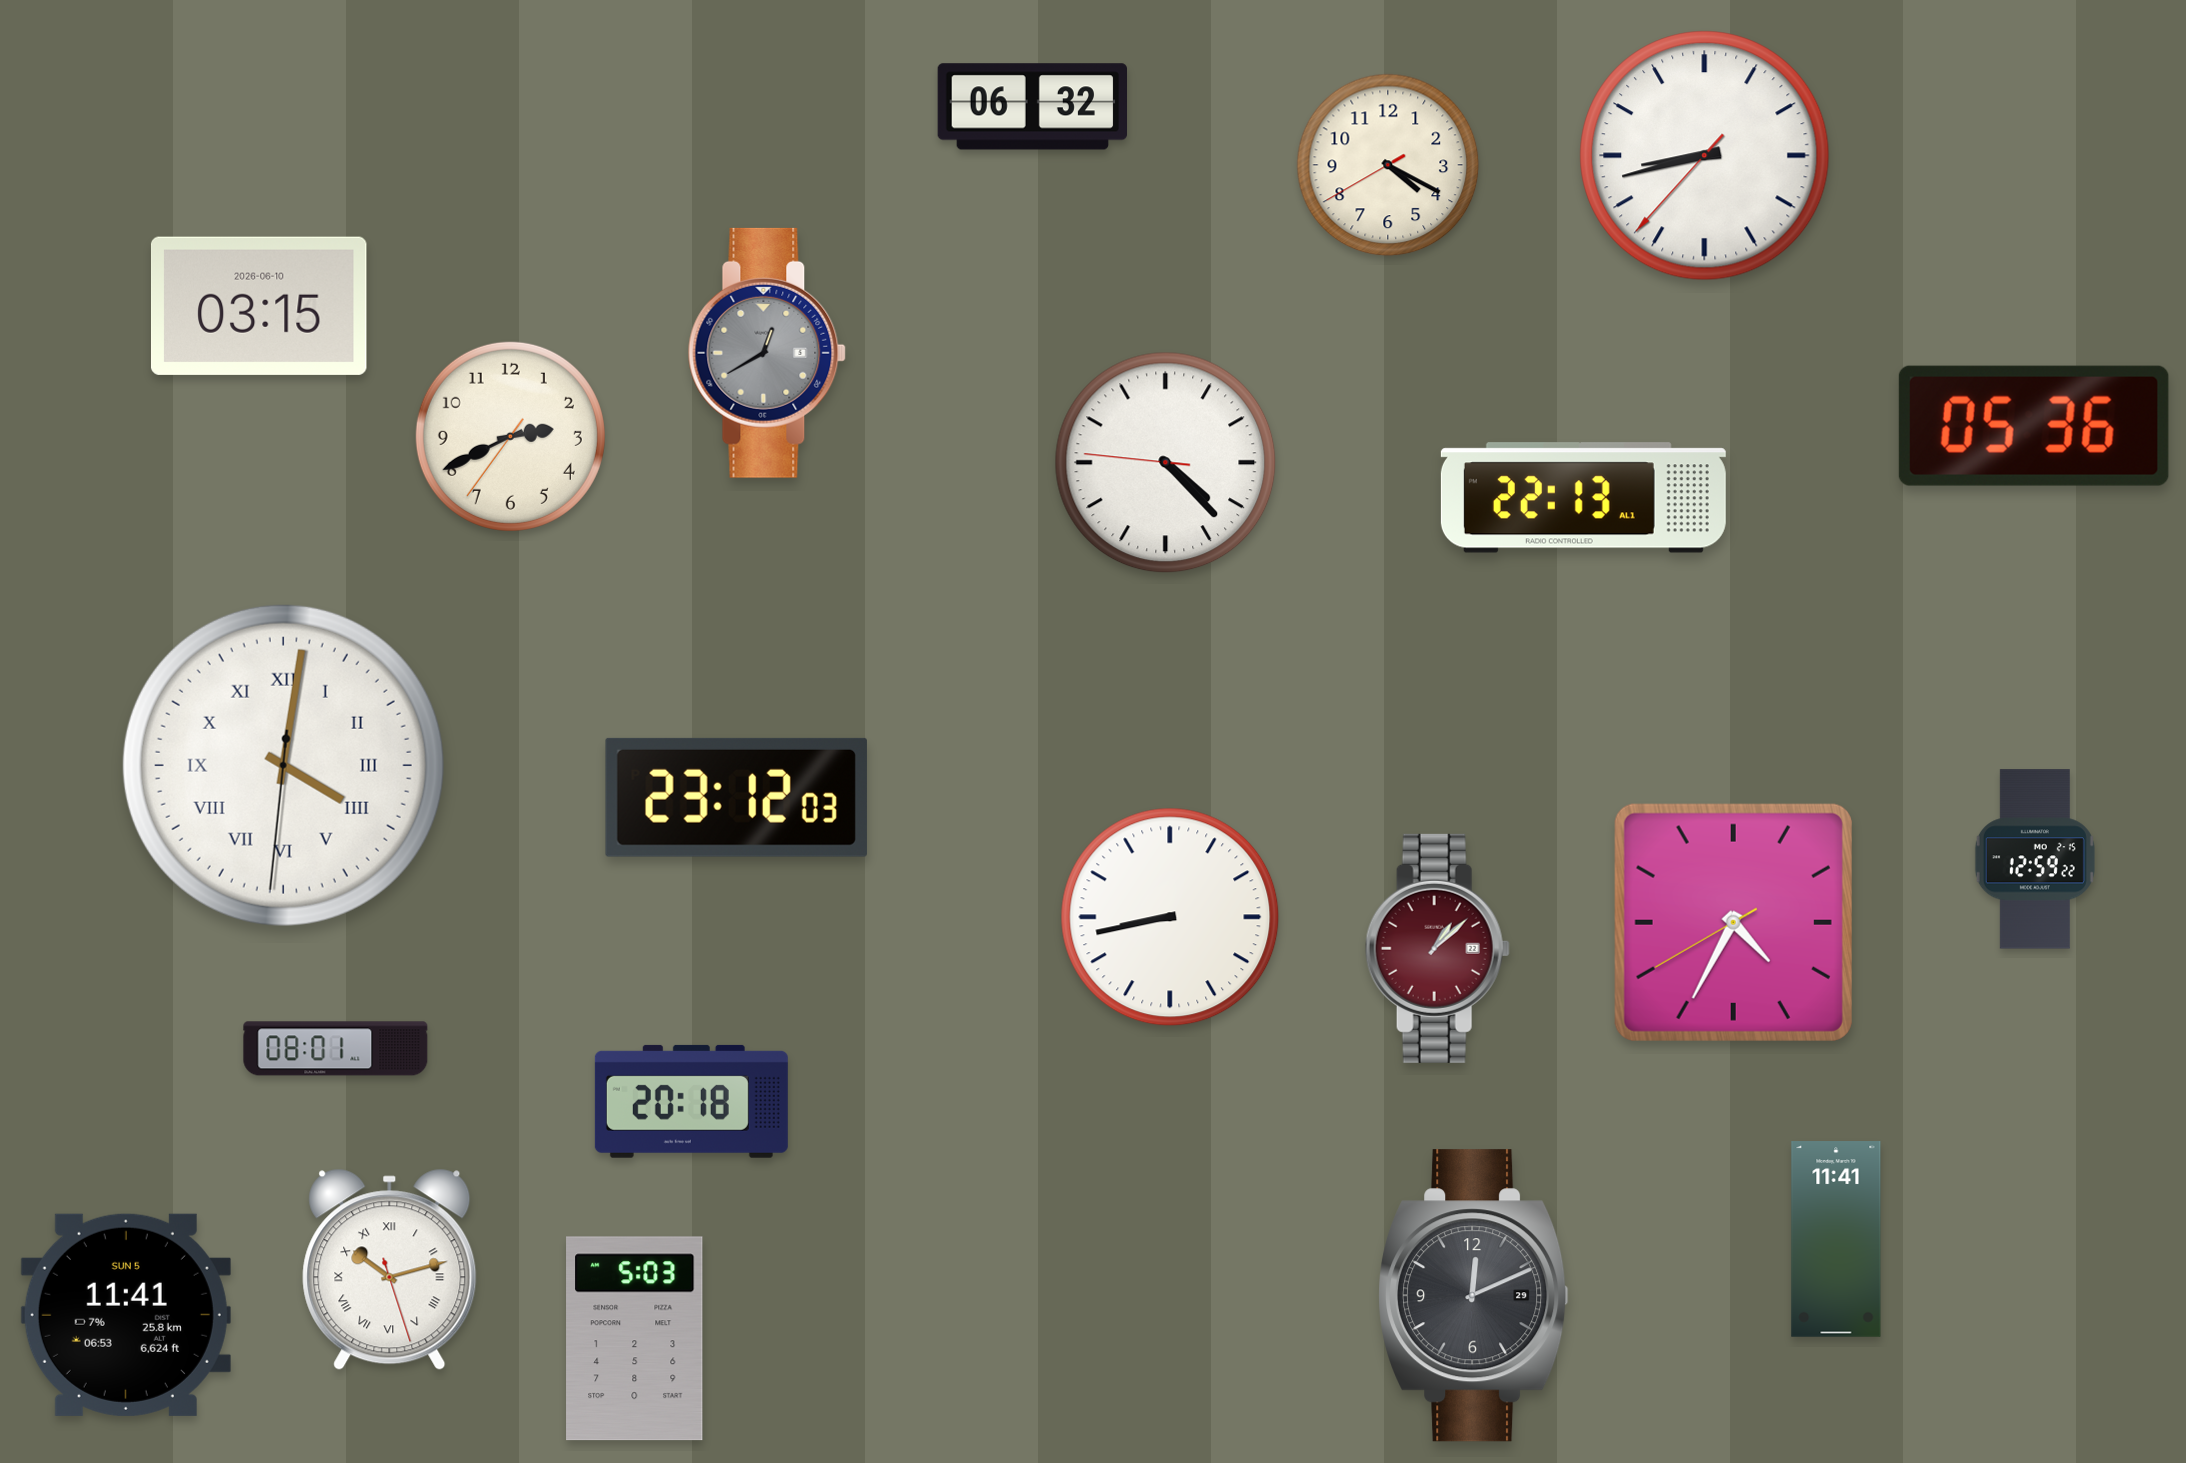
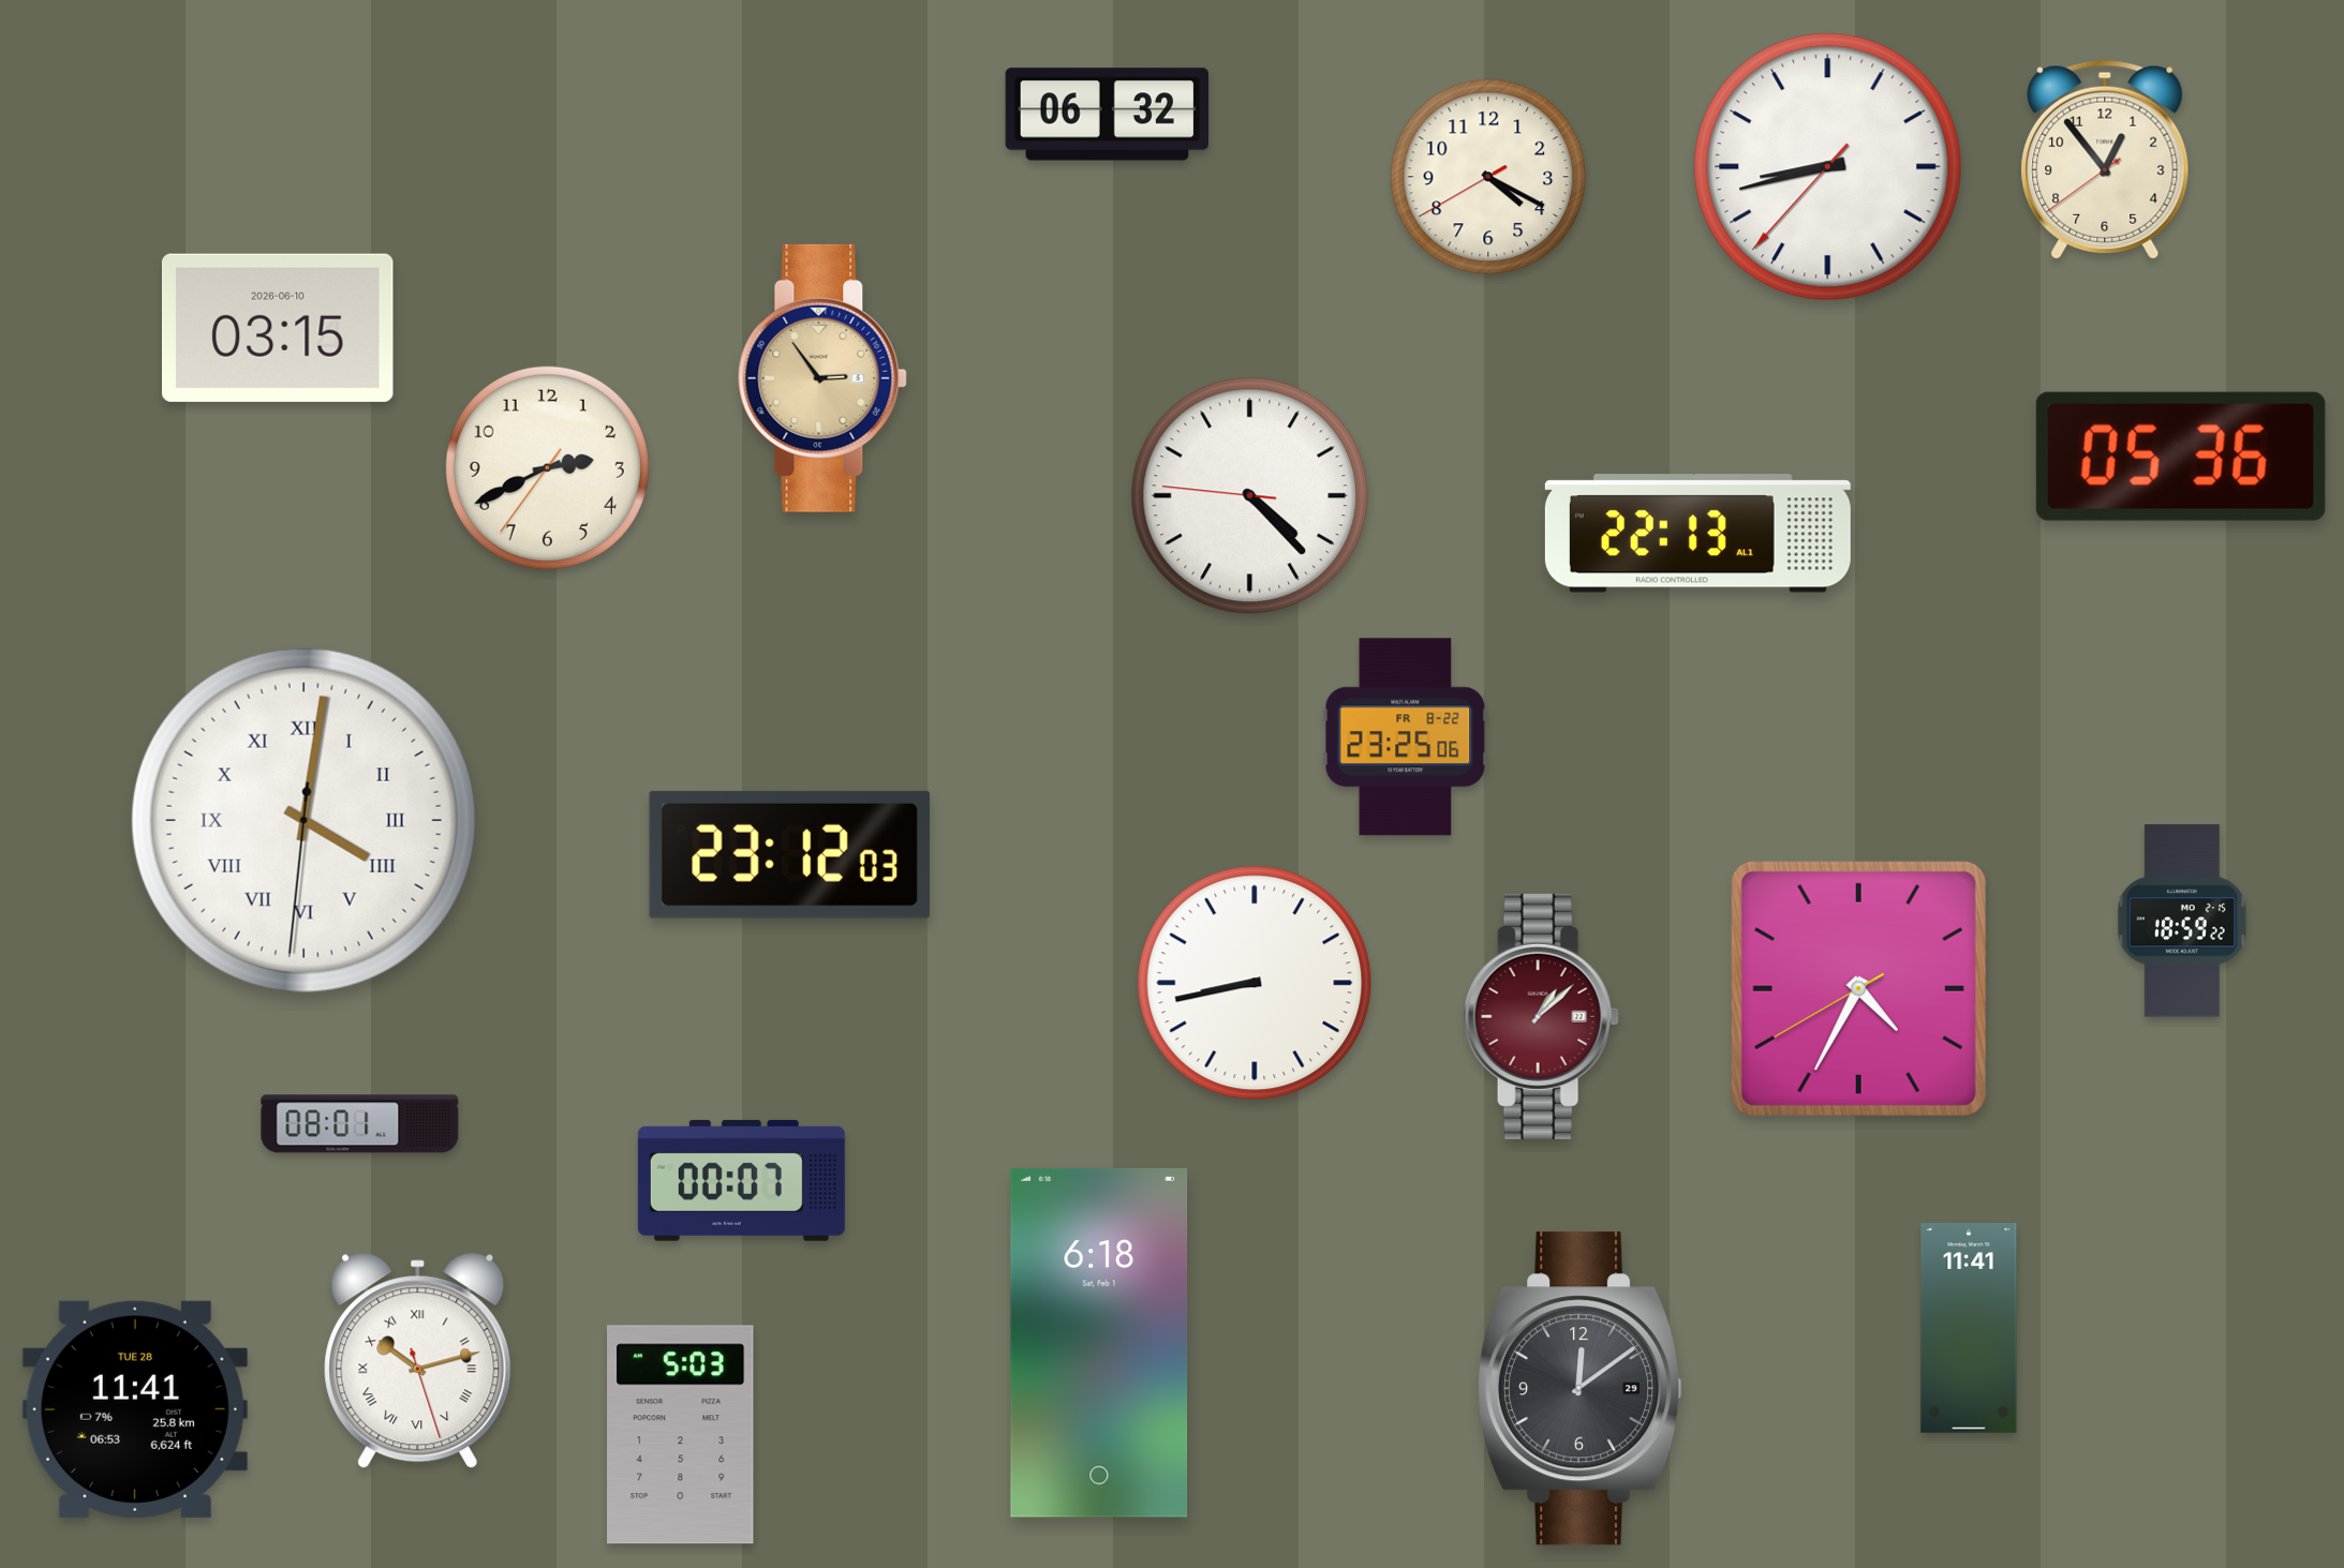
clock at (2105, 160): none -> 12:53
clock at (767, 353): 12:40 -> 2:54
clock at (767, 353) dial: grey -> champagne
clock at (1406, 737): none -> 23:25
clock at (2035, 859): 12:59 -> 18:59
clock at (691, 1101): 20:18 -> 00:07
clock at (1099, 1343): none -> 6:18
clock at (1474, 1296): 12:11 -> 12:09
clock at (126, 1315) date: SUN 5 -> TUE 28
